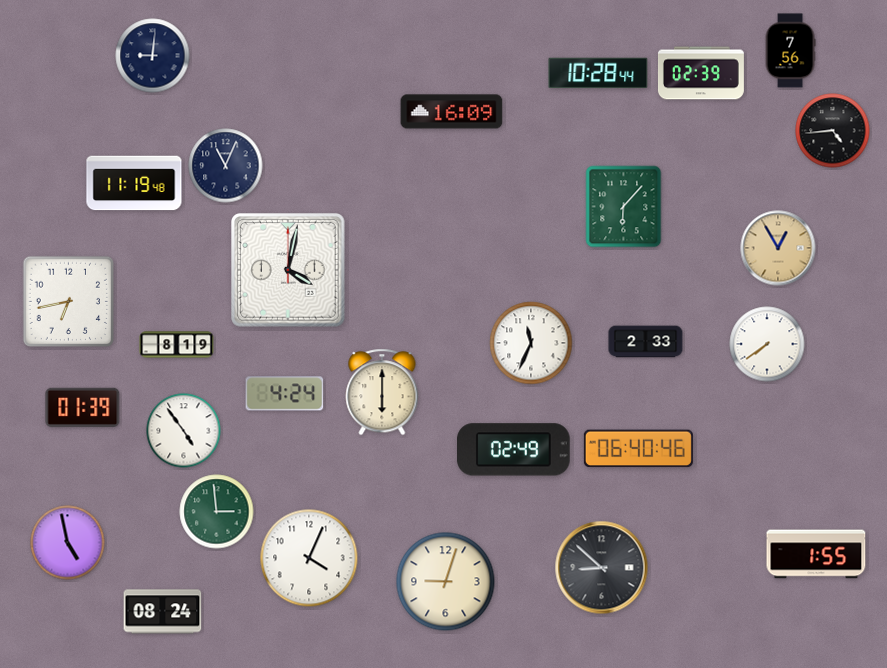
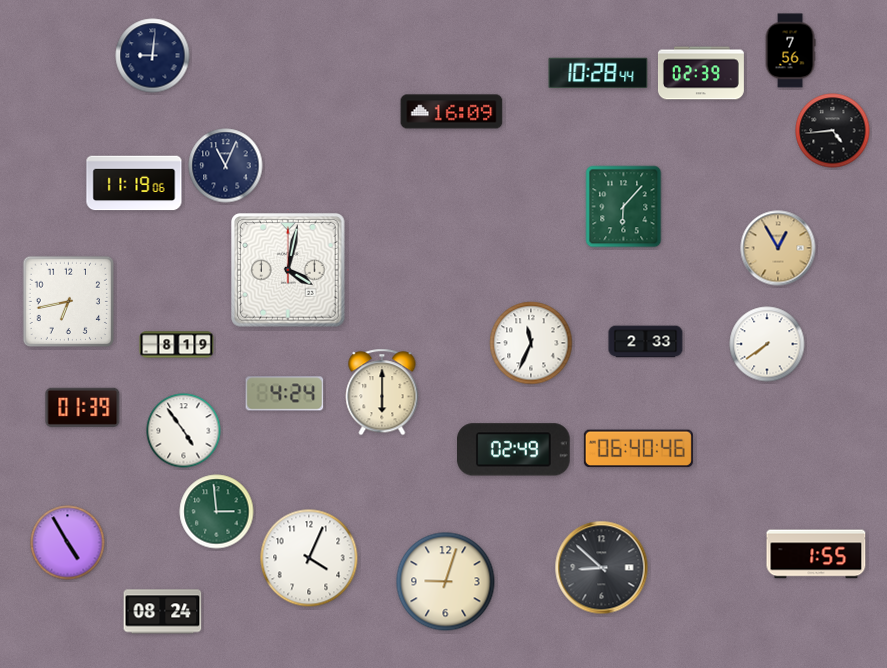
clock at (134, 183): 11:19:48 -> 11:19:06
clock at (68, 543): 4:58 -> 4:55
